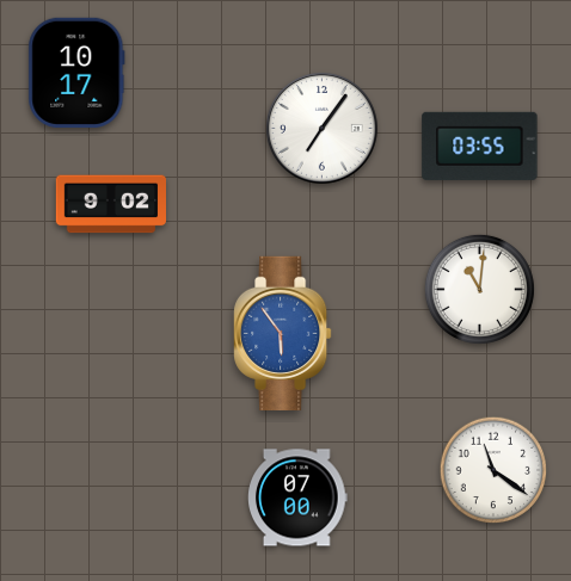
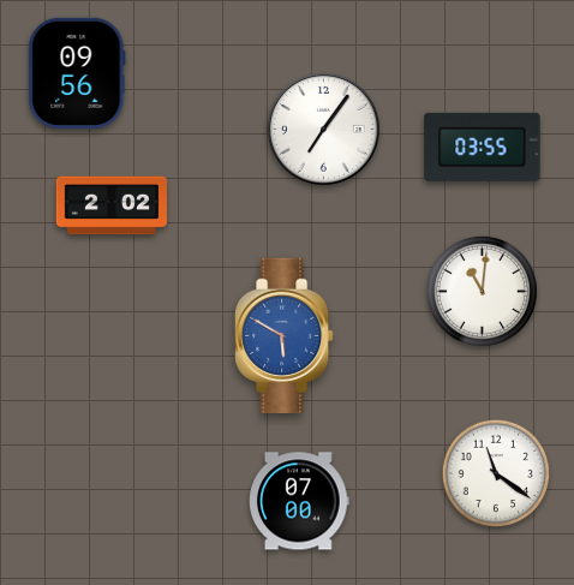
clock at (76, 73): 10:17 -> 09:56
clock at (110, 204): 9:02 -> 2:02
clock at (283, 333): 5:54 -> 5:50
